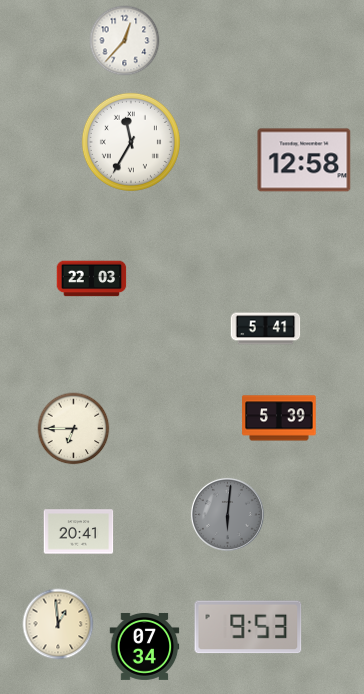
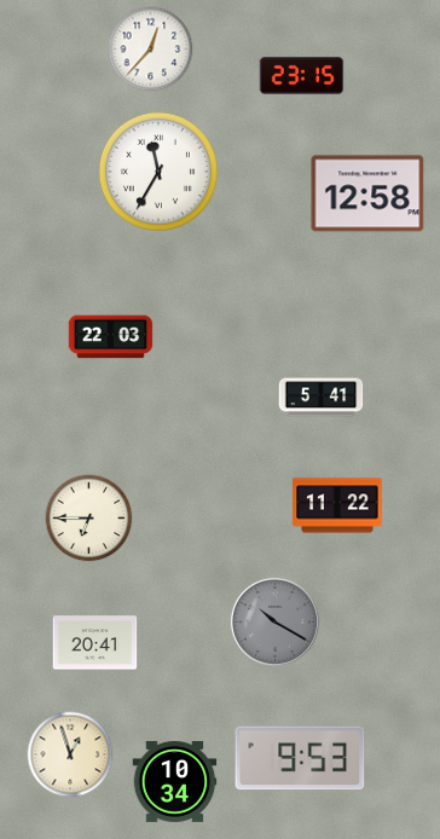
clock at (302, 75): none -> 23:15
clock at (279, 418): 5:39 -> 11:22
clock at (227, 514): 6:01 -> 10:20
clock at (58, 624): 12:59 -> 12:57
clock at (145, 647): 07:34 -> 10:34
